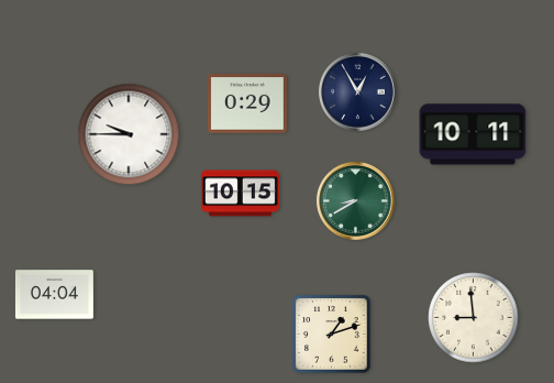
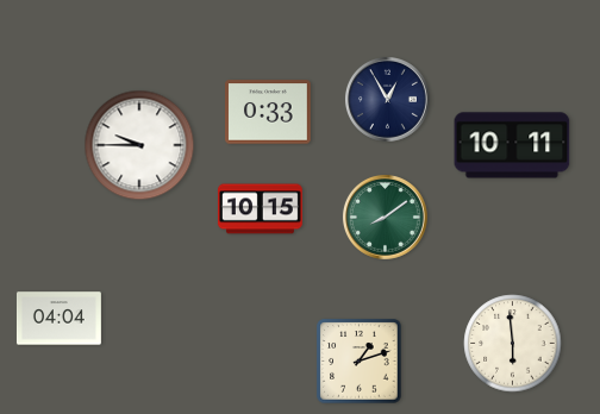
clock at (247, 103): 0:29 -> 0:33
clock at (355, 200): 8:40 -> 8:09
clock at (474, 318): 8:59 -> 5:59
